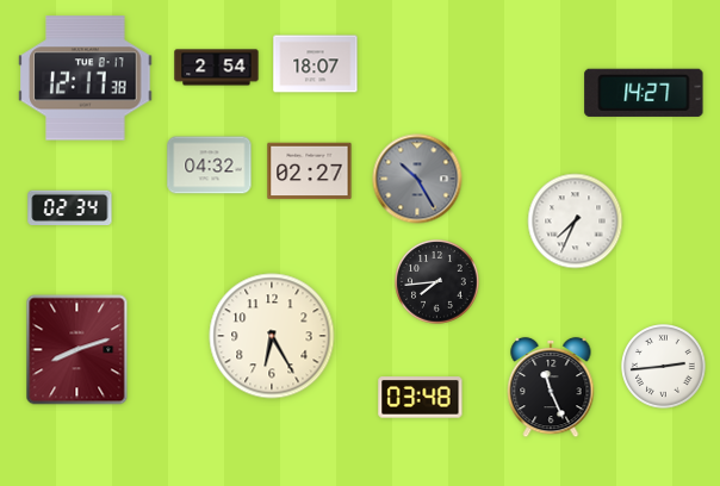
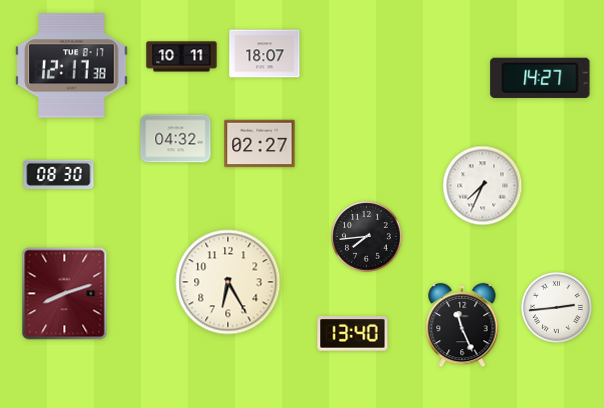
clock at (217, 68): 2:54 -> 10:11
clock at (417, 179): 10:25 -> none
clock at (70, 207): 02:34 -> 08:30
clock at (421, 398): 03:48 -> 13:40
